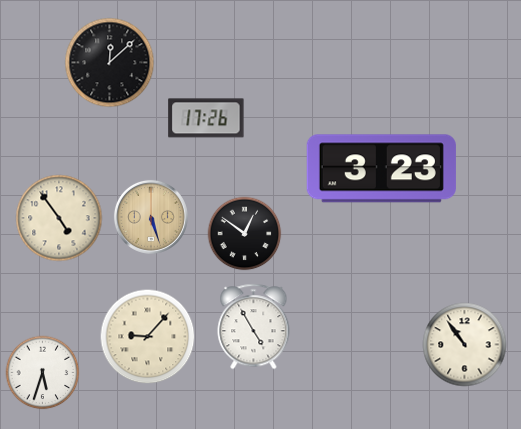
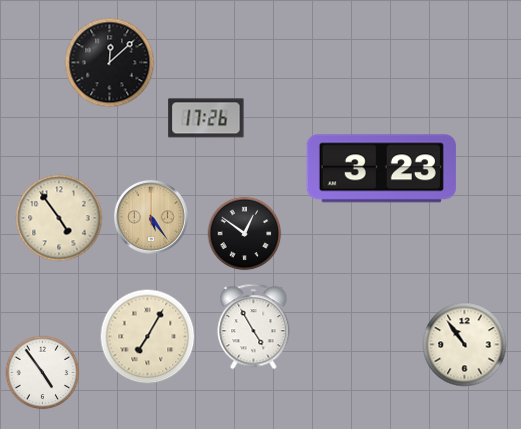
clock at (151, 217): 5:27 -> 5:24
clock at (148, 337): 9:07 -> 7:05
clock at (43, 373): 5:33 -> 4:54
